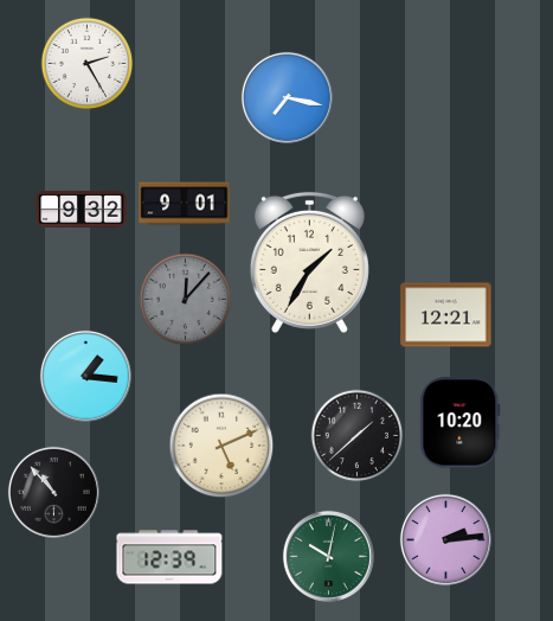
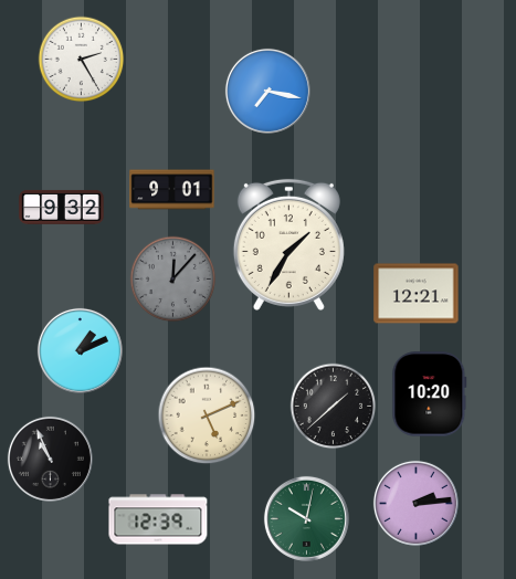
clock at (82, 209) position: (82, 209) -> (62, 207)
clock at (85, 376): 1:16 -> 1:11
clock at (53, 492): 10:53 -> 10:56
